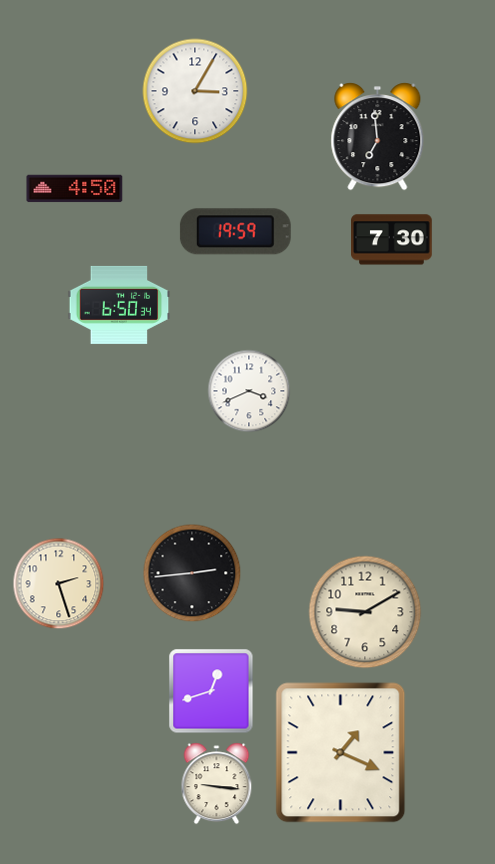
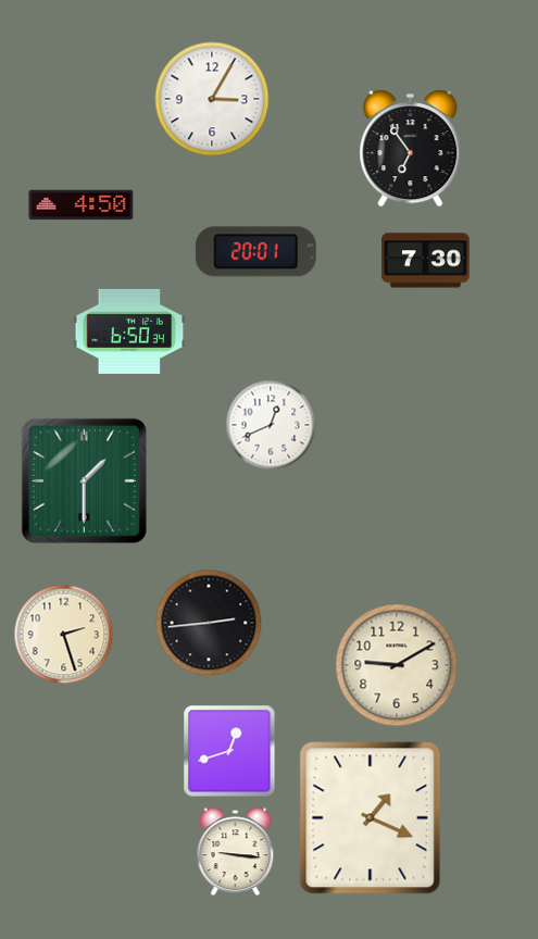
clock at (378, 137): 6:59 -> 6:54
clock at (235, 232): 19:59 -> 20:01
clock at (249, 391): 3:41 -> 12:41
clock at (84, 480): none -> 1:30
